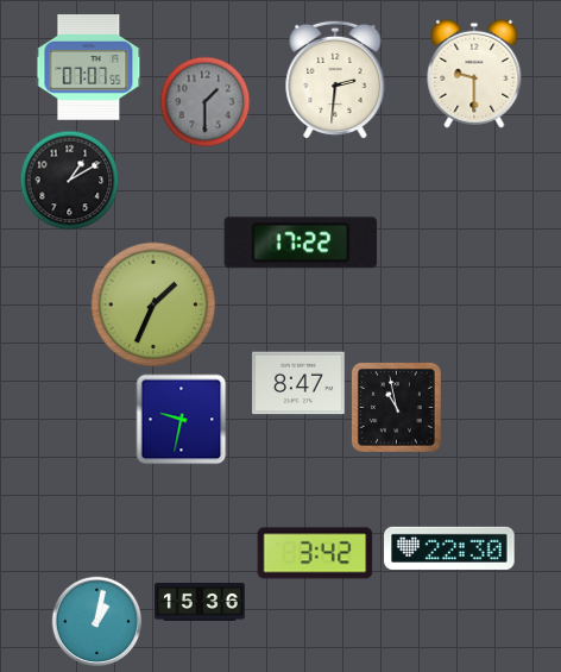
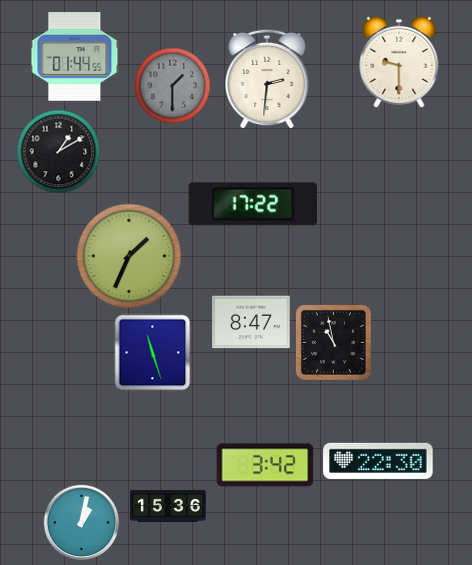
clock at (89, 68): 07:07 -> 01:44
clock at (335, 80) position: (335, 80) -> (267, 79)
clock at (182, 420): 9:32 -> 11:27
